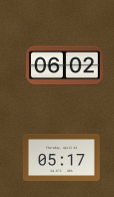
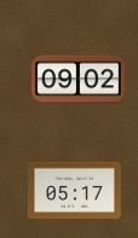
clock at (64, 66): 06:02 -> 09:02
